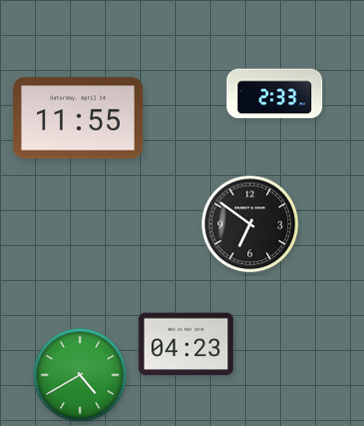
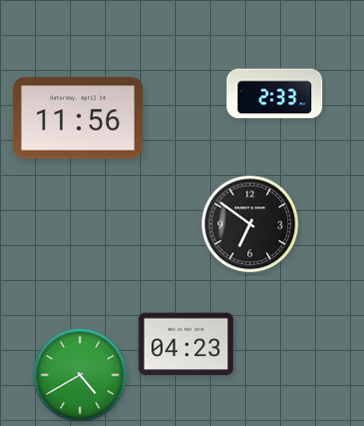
clock at (78, 118): 11:55 -> 11:56
